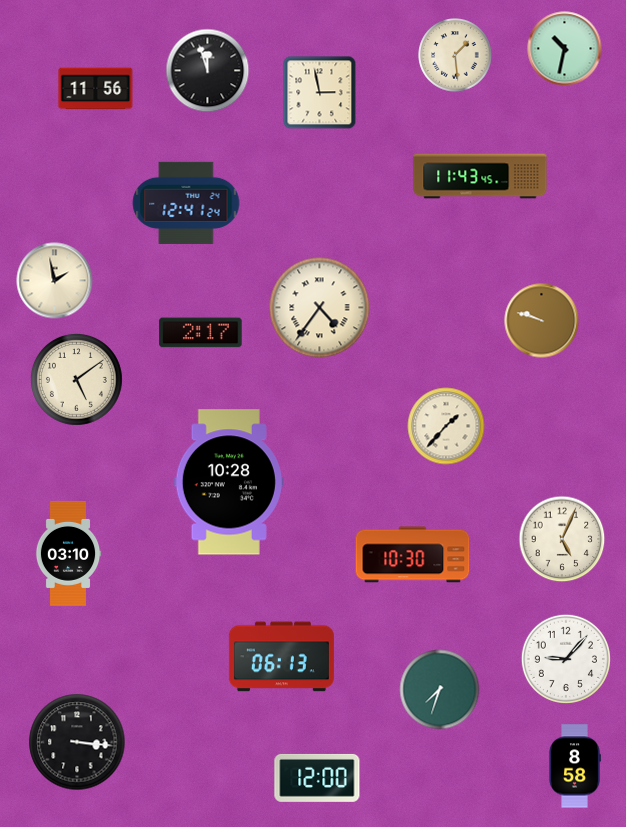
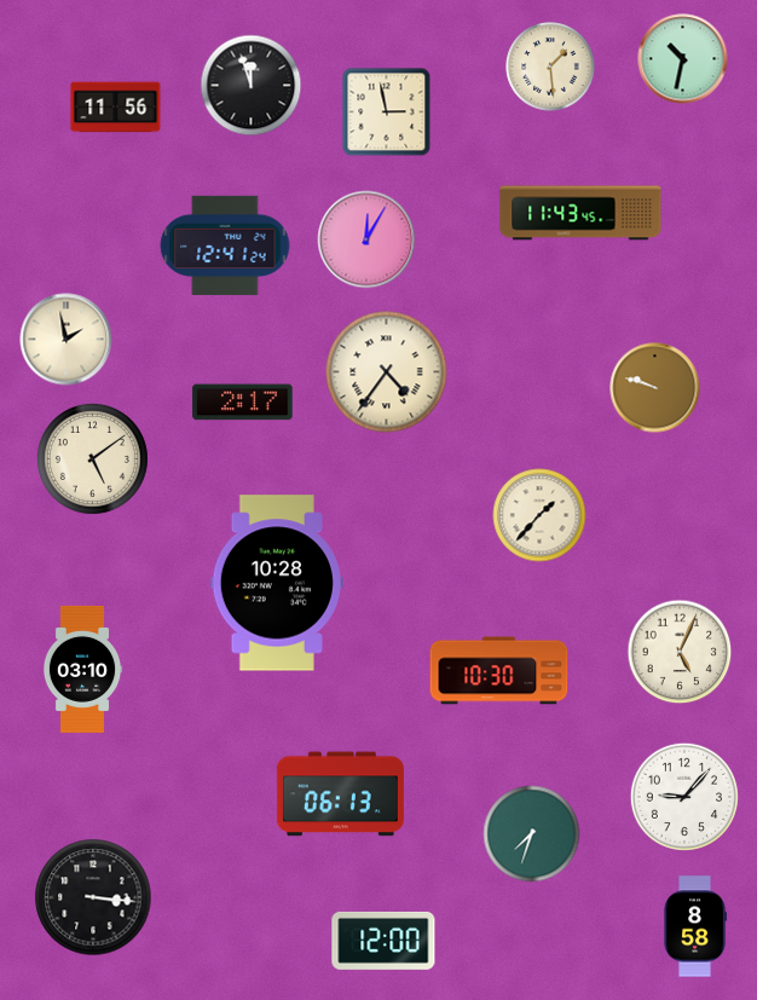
clock at (366, 239): none -> 12:05
